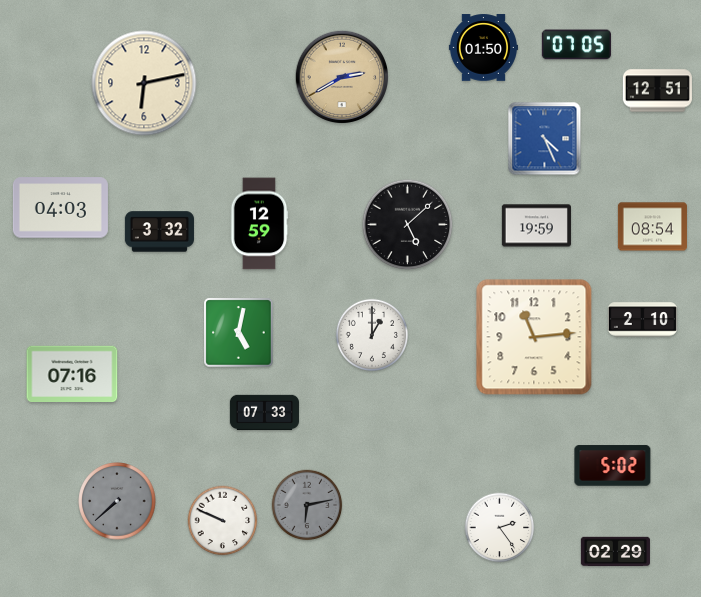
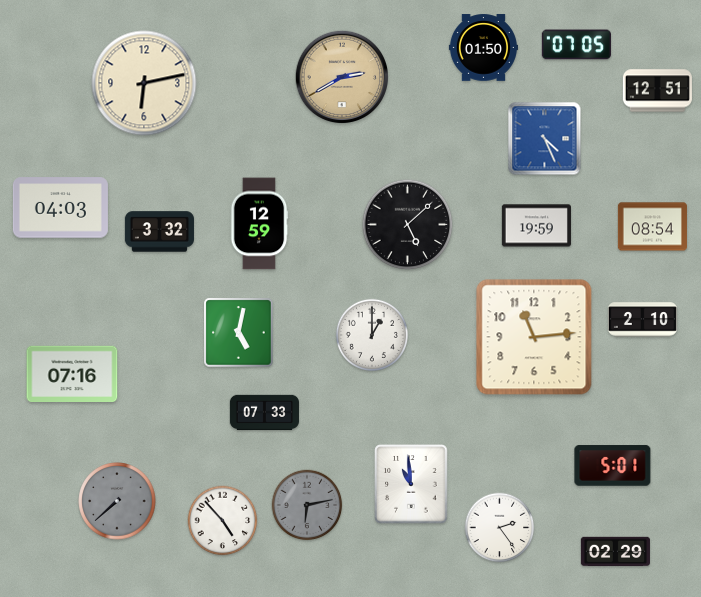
clock at (613, 466): 5:02 -> 5:01
clock at (411, 484): none -> 10:59
clock at (223, 521): 9:49 -> 4:53
